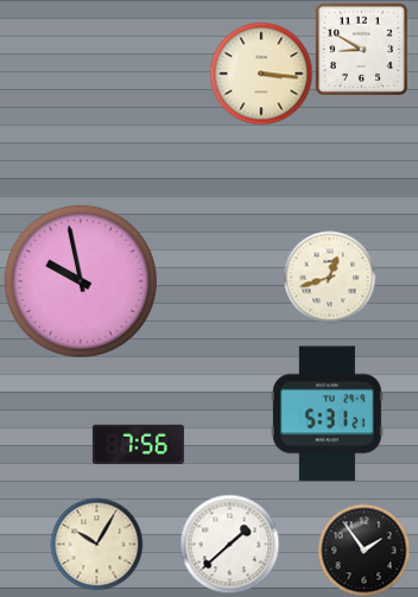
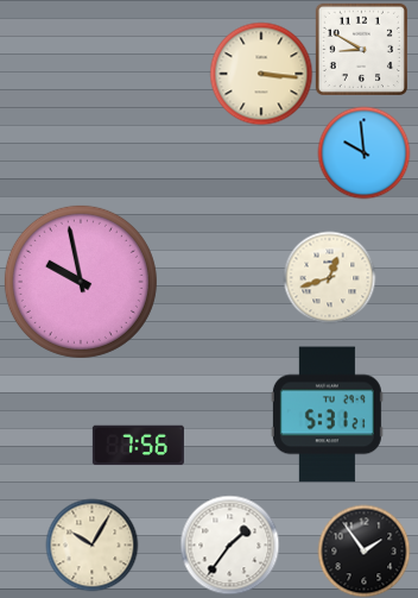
clock at (363, 152): none -> 9:59
clock at (96, 544) position: (96, 544) -> (91, 545)
clock at (229, 544): 1:38 -> 1:36
